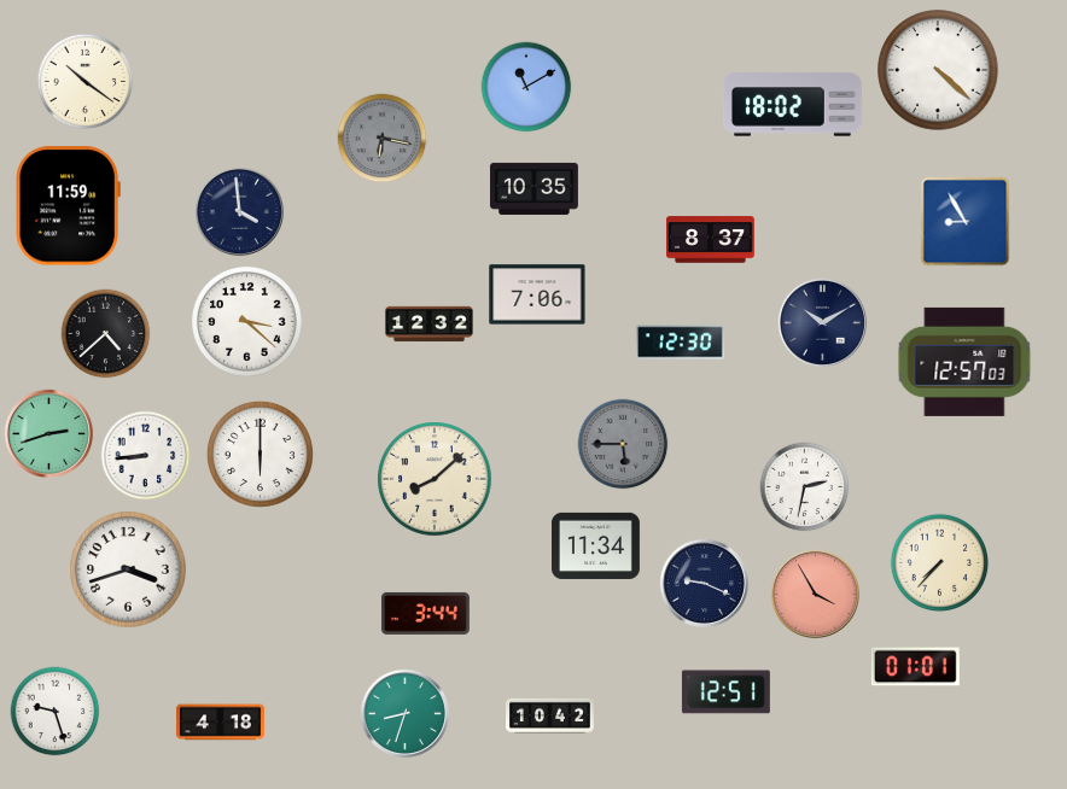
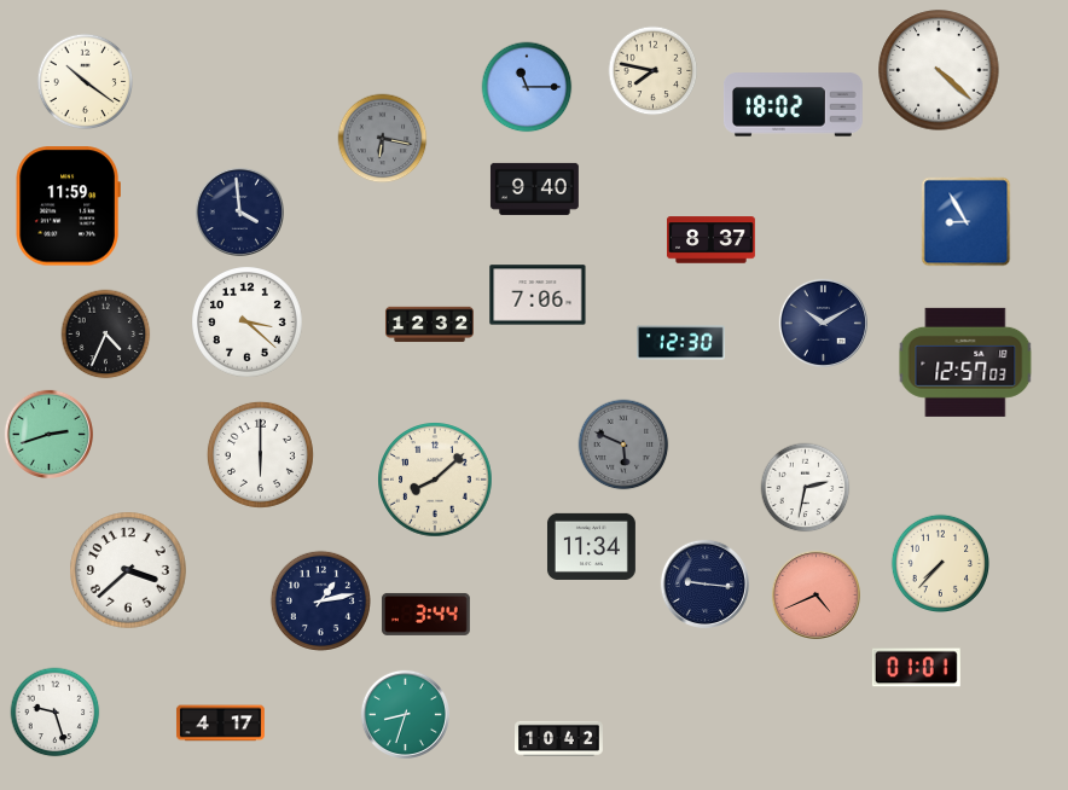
clock at (654, 71): none -> 7:47
clock at (526, 87): 11:10 -> 11:15
clock at (533, 188): 10:35 -> 9:40
clock at (106, 334): 4:38 -> 4:34
clock at (623, 444): 5:45 -> 5:49
clock at (146, 456): 8:44 -> none
clock at (595, 545) position: (595, 545) -> (591, 546)
clock at (128, 569): 3:42 -> 3:38
clock at (704, 583): 9:19 -> 9:16
clock at (815, 594): 3:55 -> 4:41
clock at (320, 600): none -> 1:13
clock at (725, 692): 12:51 -> none
clock at (550, 715) position: (550, 715) -> (559, 738)
clock at (220, 723): 4:18 -> 4:17
